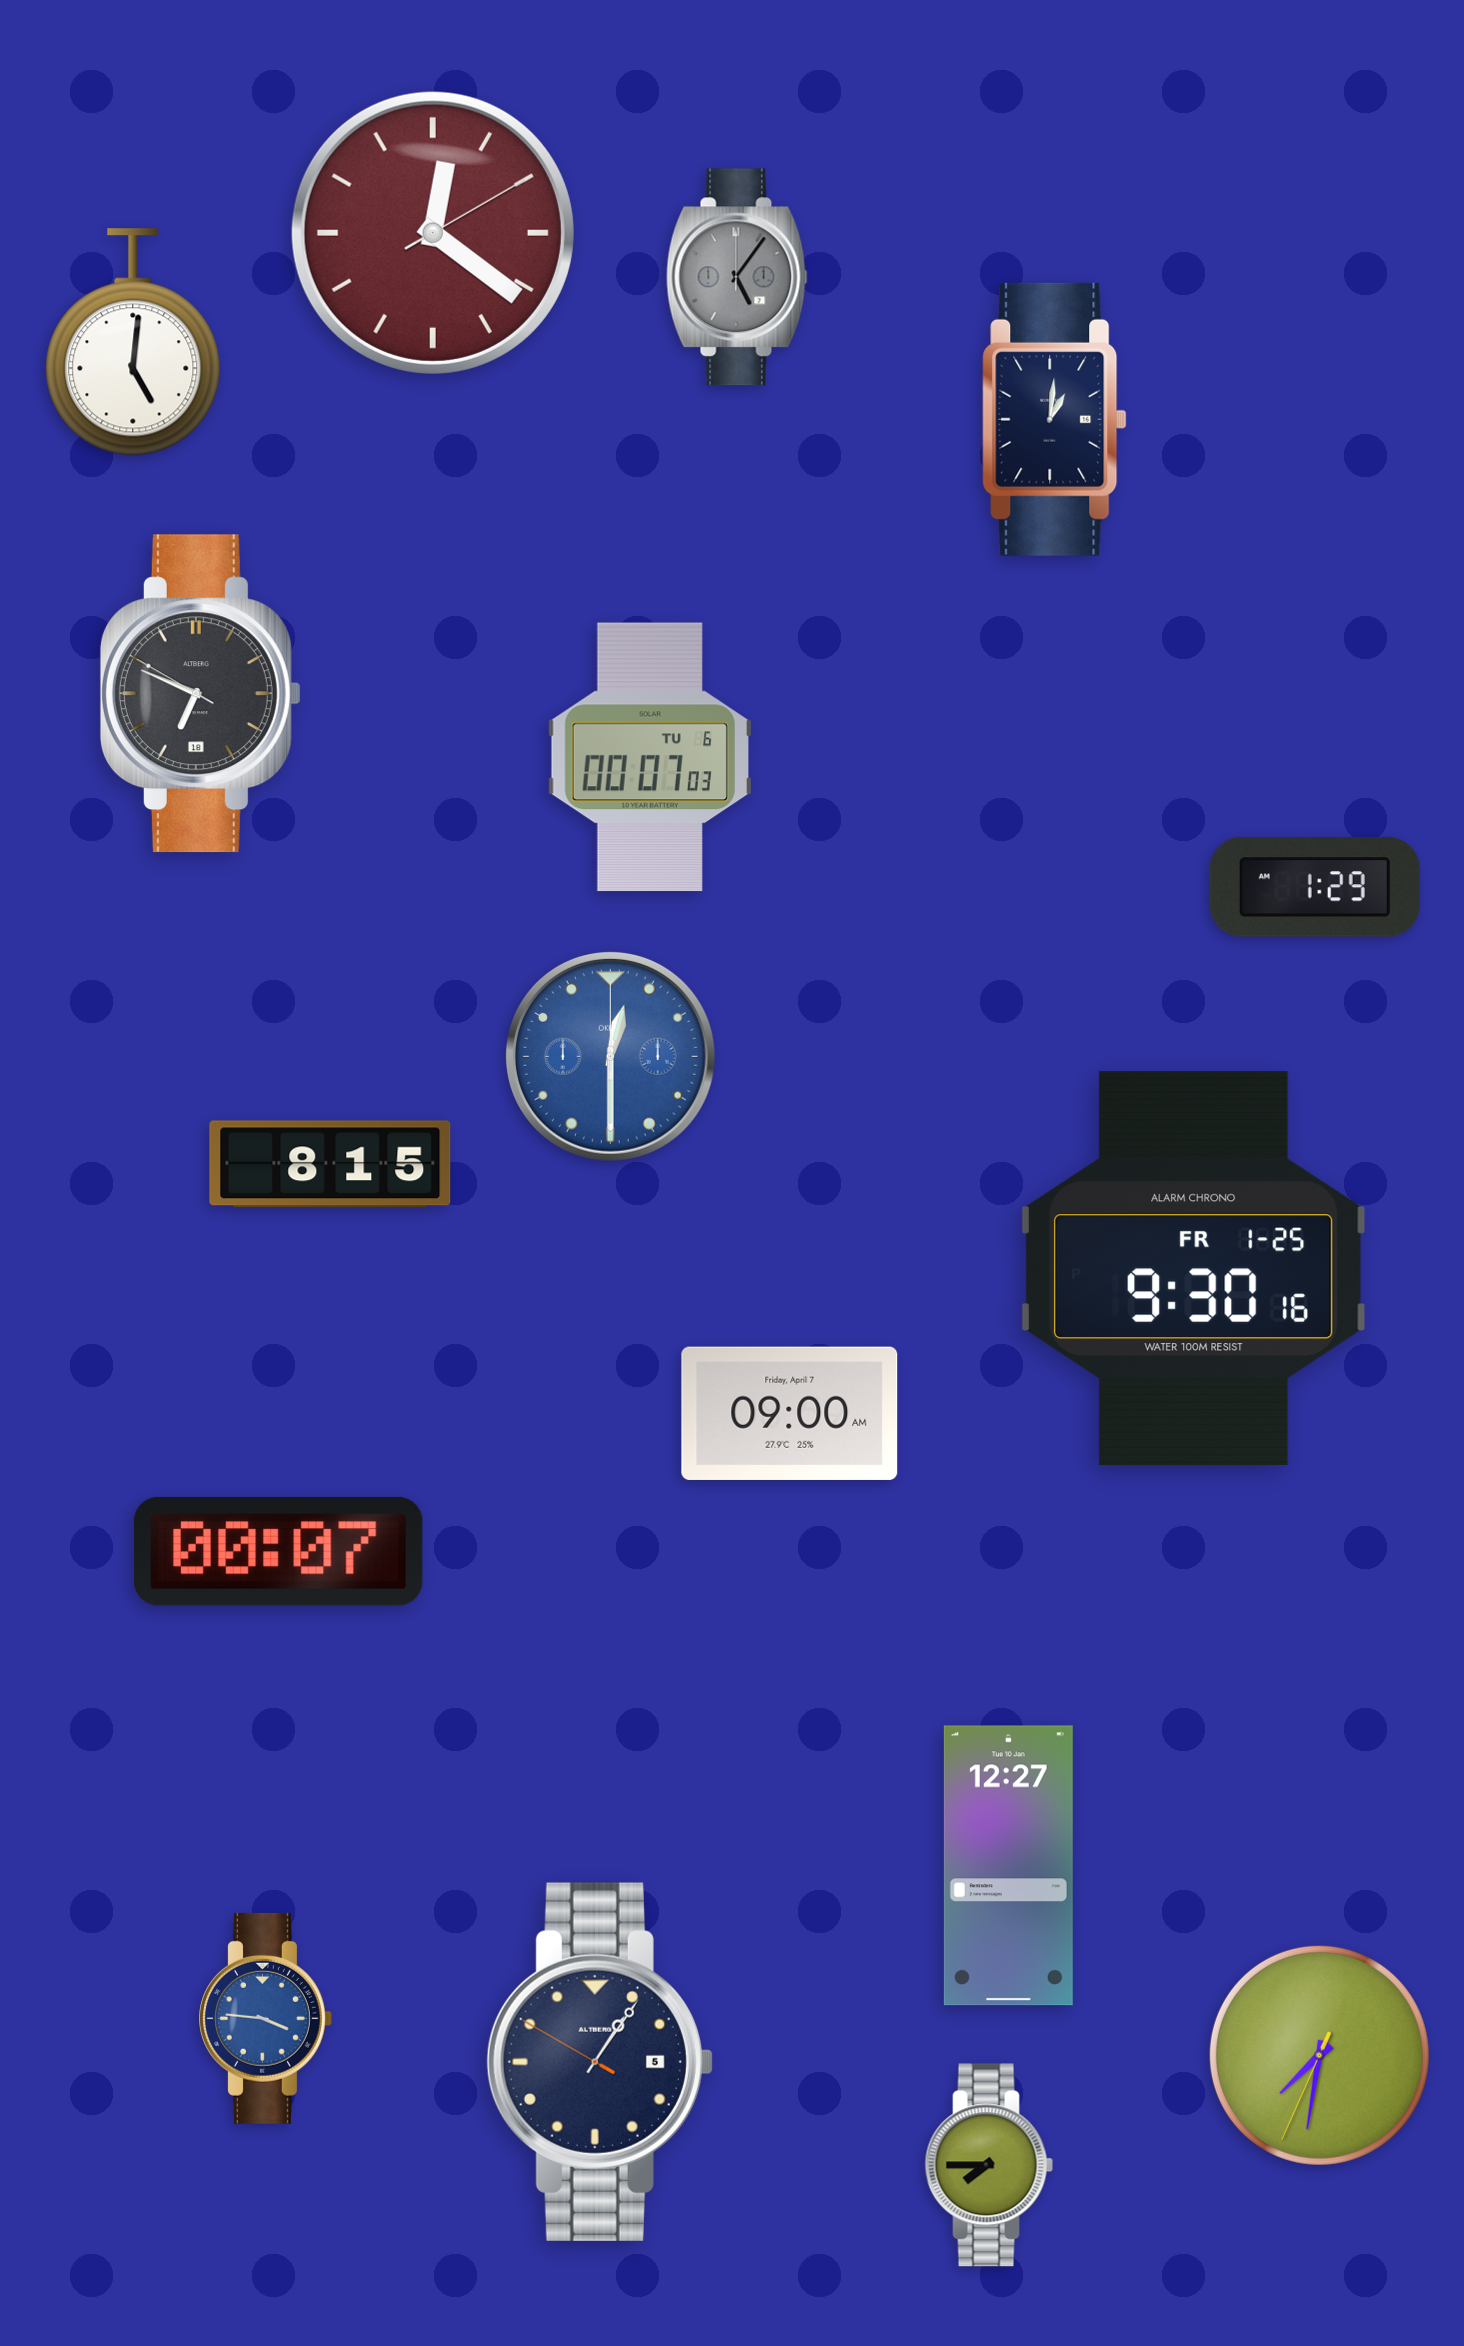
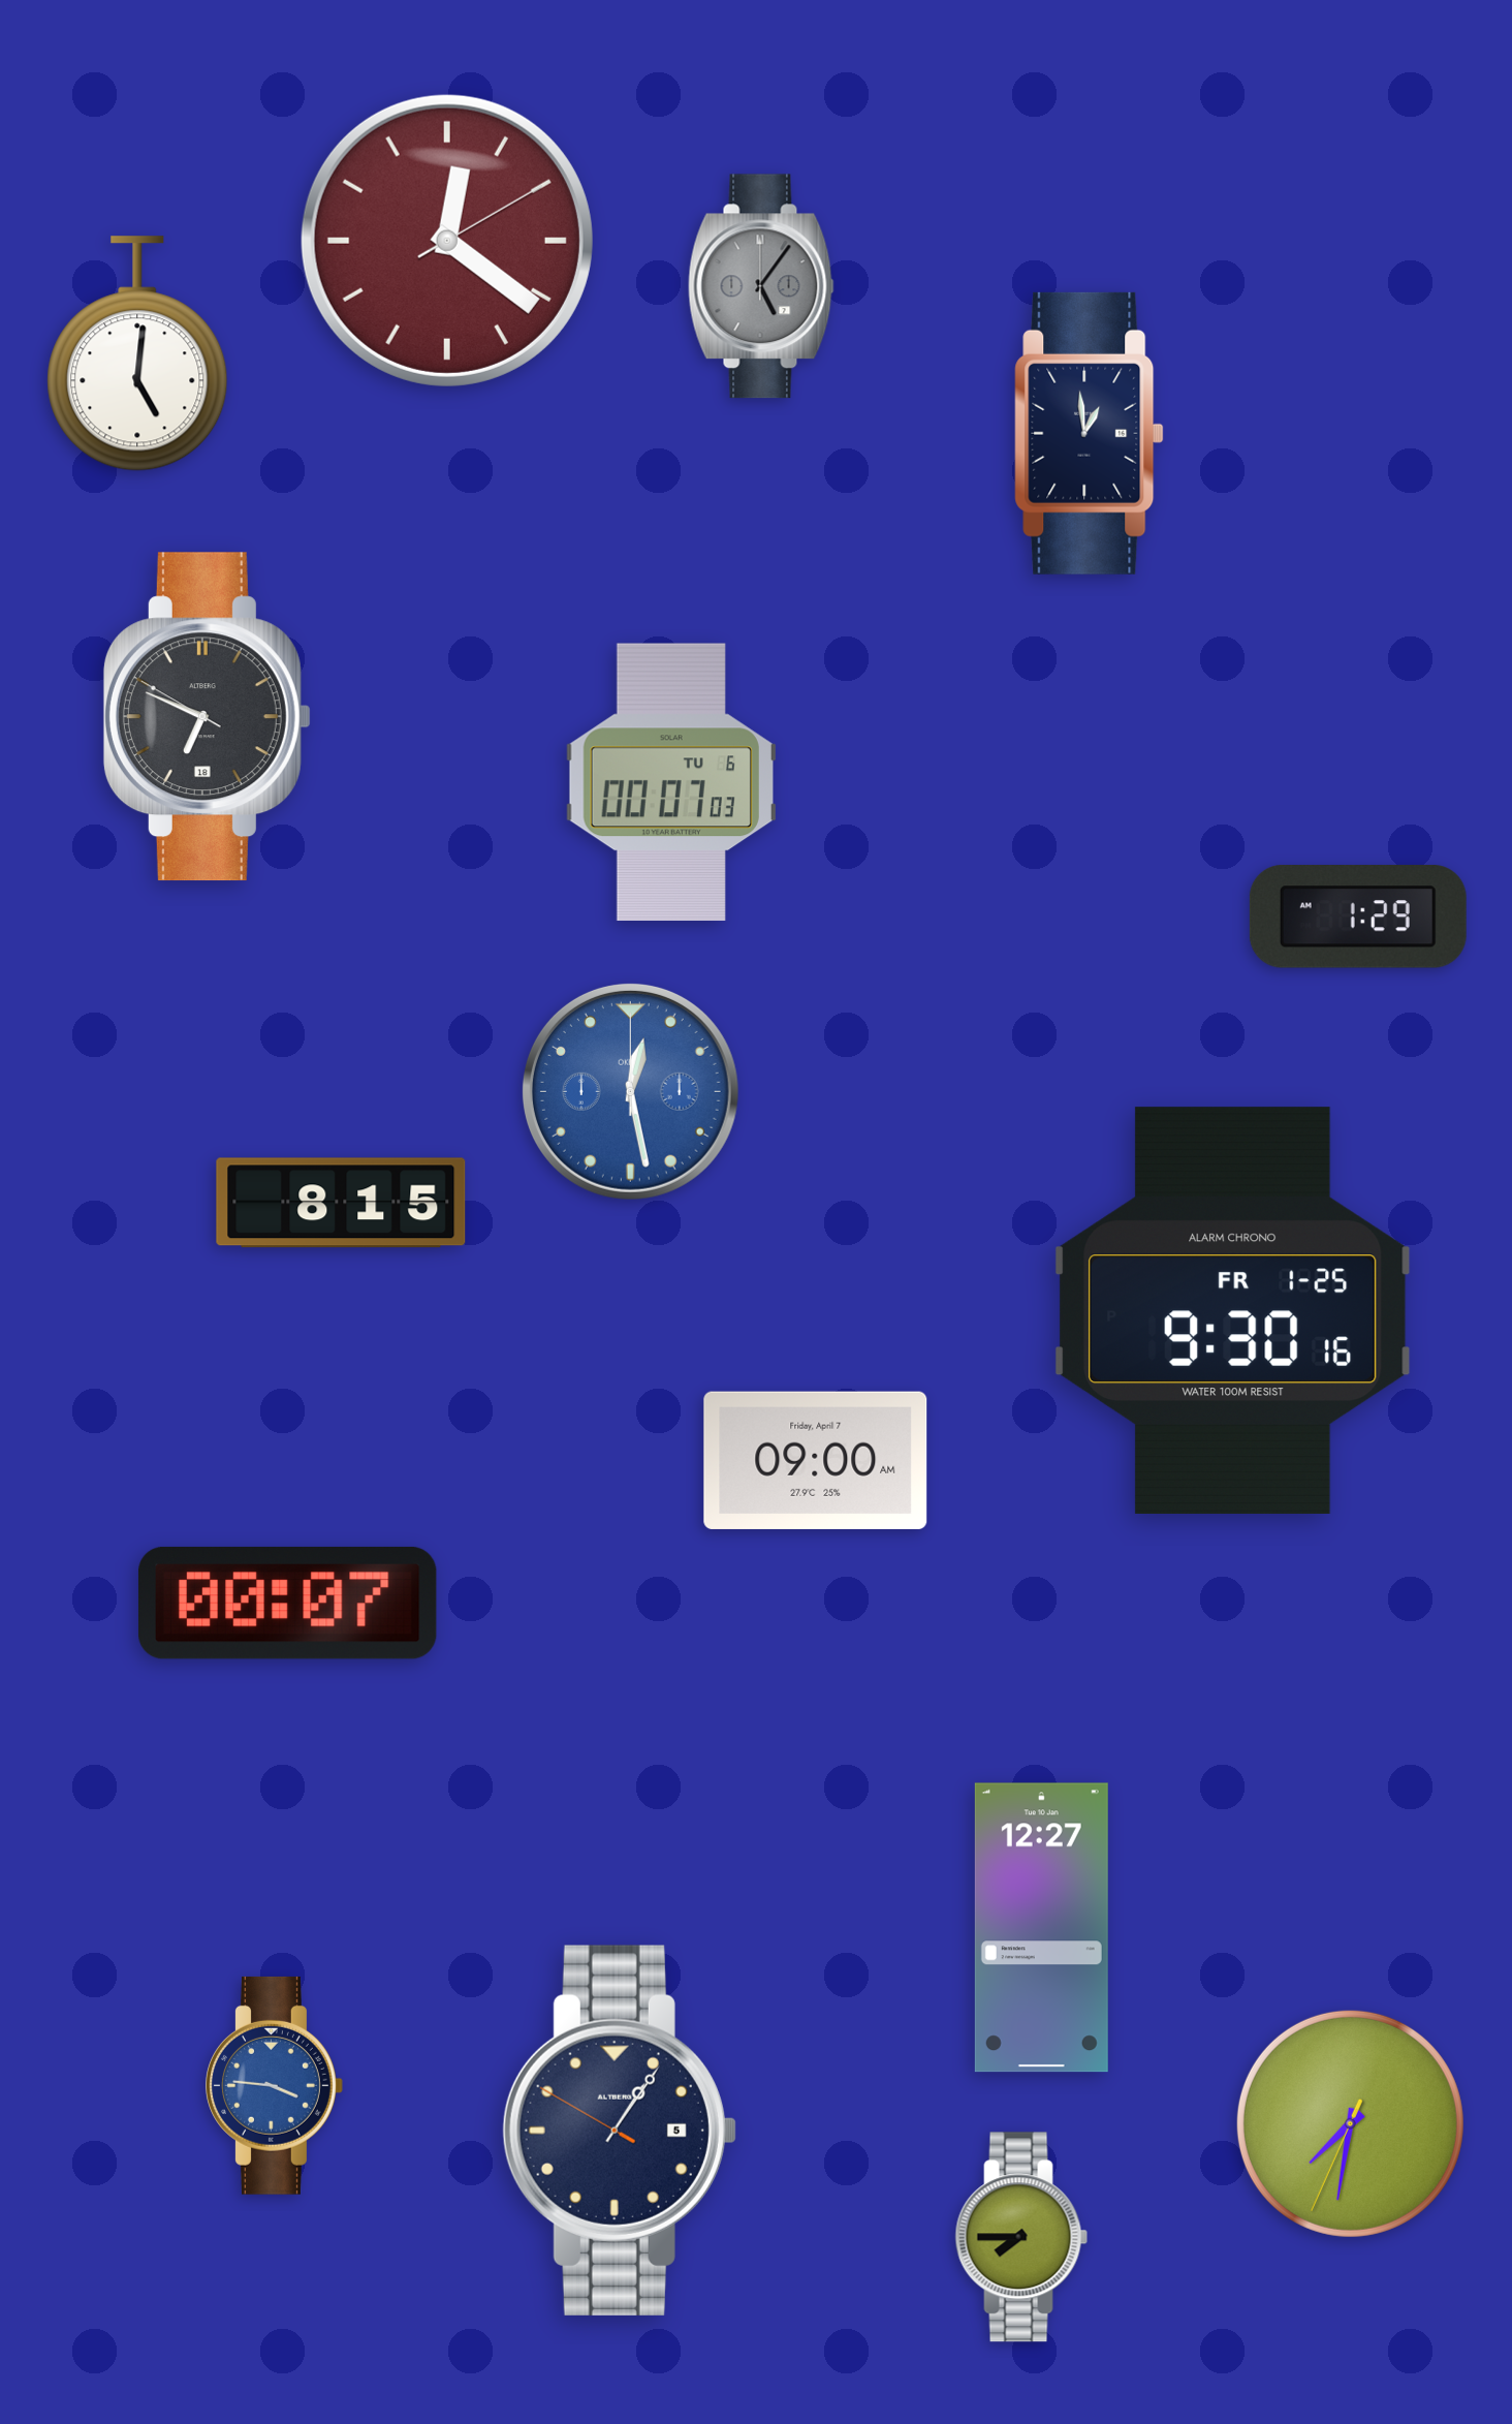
clock at (1055, 419): 1:01 -> 12:59
clock at (610, 1056): 12:30 -> 12:28
clock at (1319, 2055) position: (1319, 2055) -> (1350, 2123)
